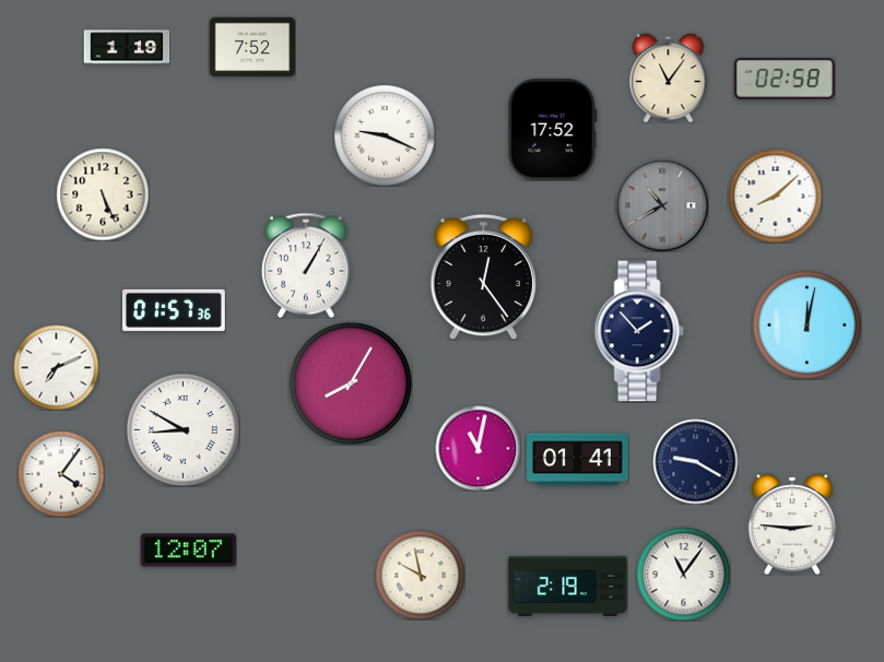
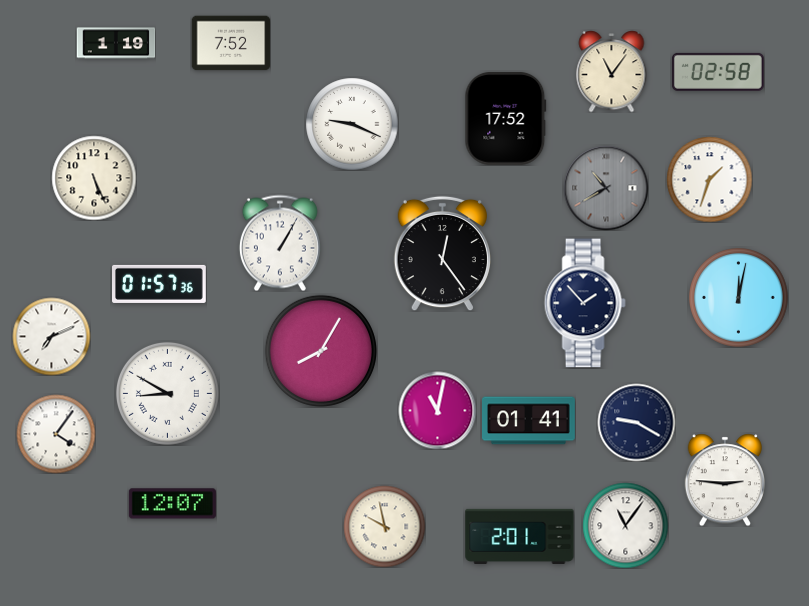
clock at (775, 196): 8:08 -> 1:33
clock at (568, 586): 2:19 -> 2:01
